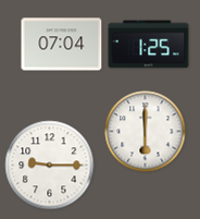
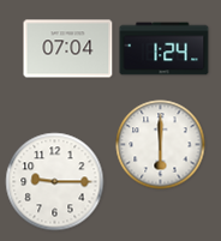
clock at (149, 45): 1:25 -> 1:24
